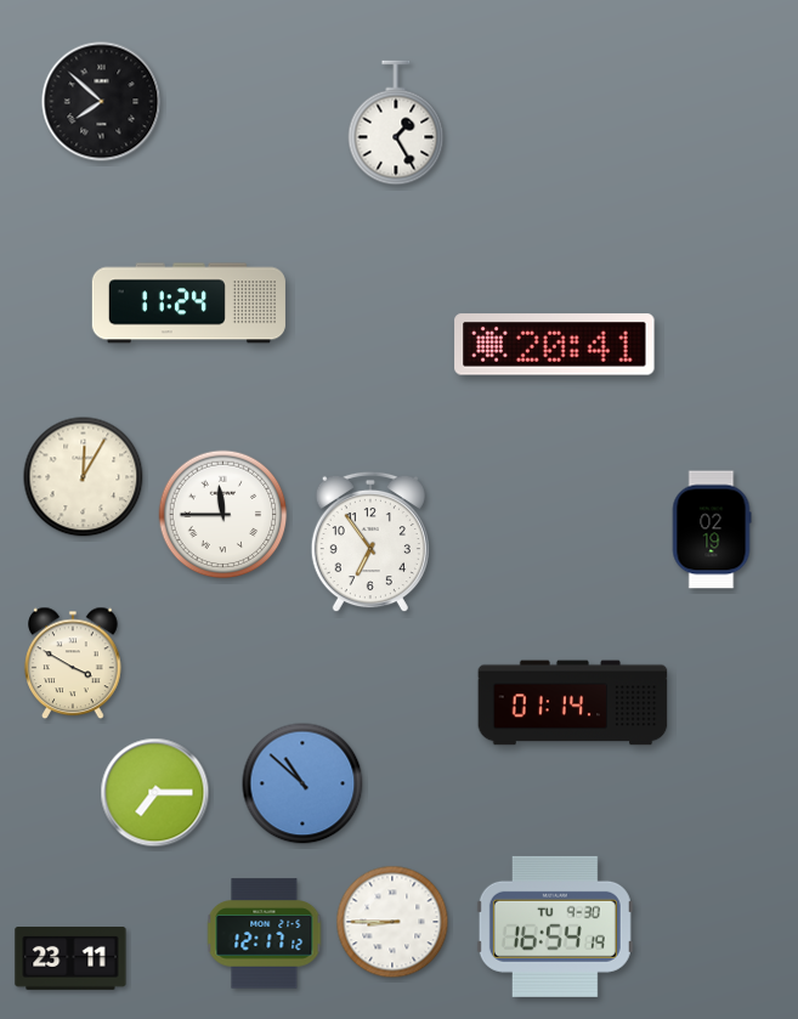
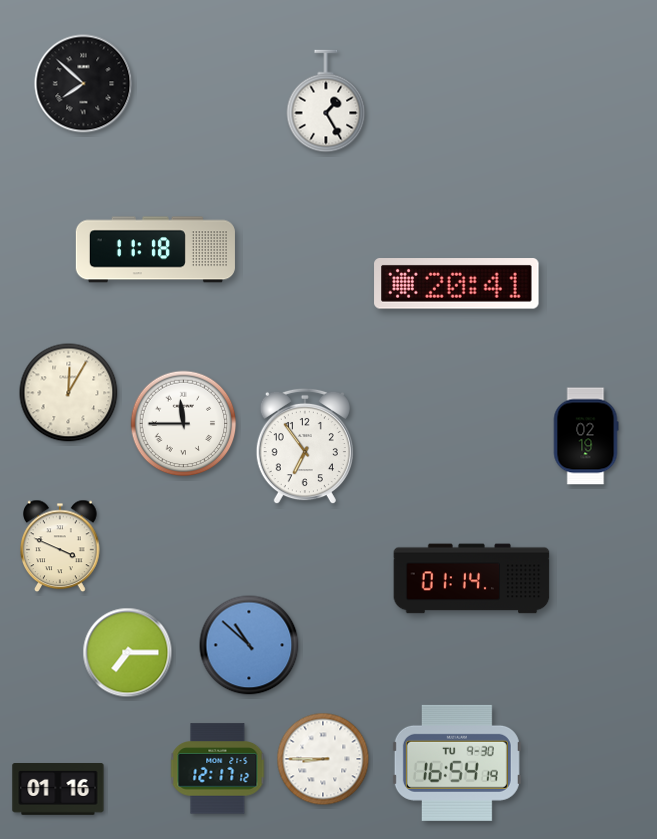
clock at (188, 304): 11:24 -> 11:18
clock at (73, 663): 3:50 -> 3:49
clock at (70, 959): 23:11 -> 01:16
